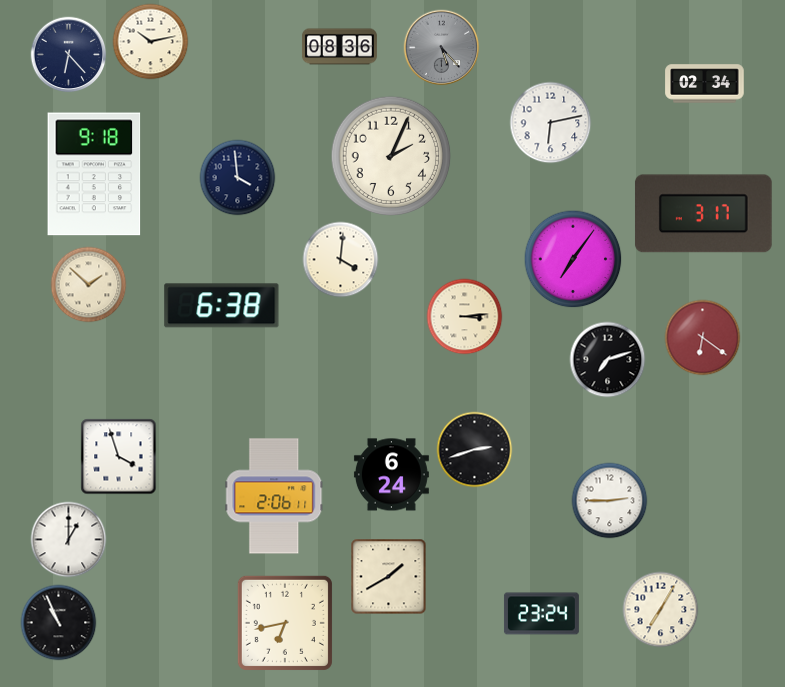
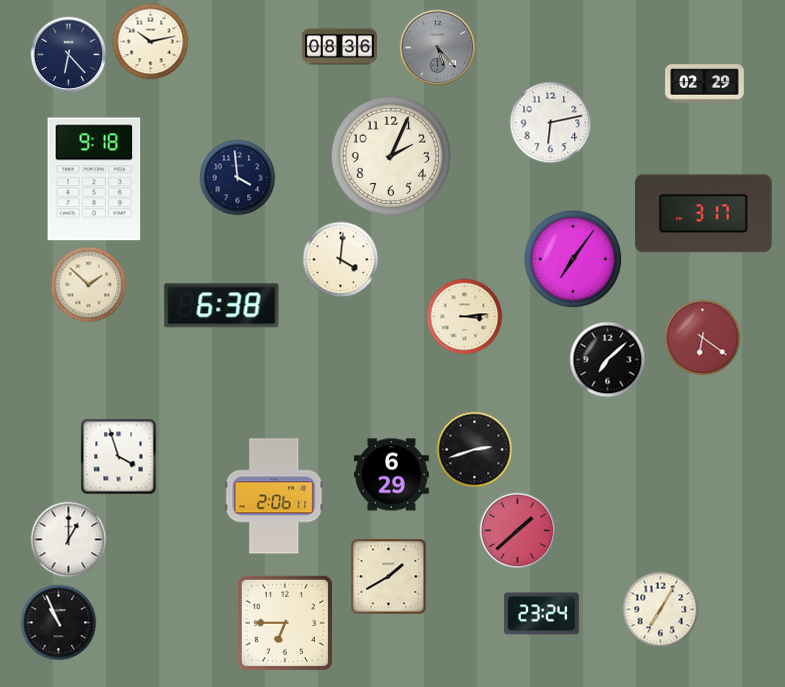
clock at (442, 48) position: (442, 48) -> (438, 48)
clock at (705, 84): 02:34 -> 02:29
clock at (94, 174) position: (94, 174) -> (94, 179)
clock at (608, 360): 7:12 -> 7:08
clock at (391, 475): 6:24 -> 6:29
clock at (610, 501): 2:45 -> none
clock at (518, 531): none -> 1:38
clock at (285, 623): 6:43 -> 6:45
